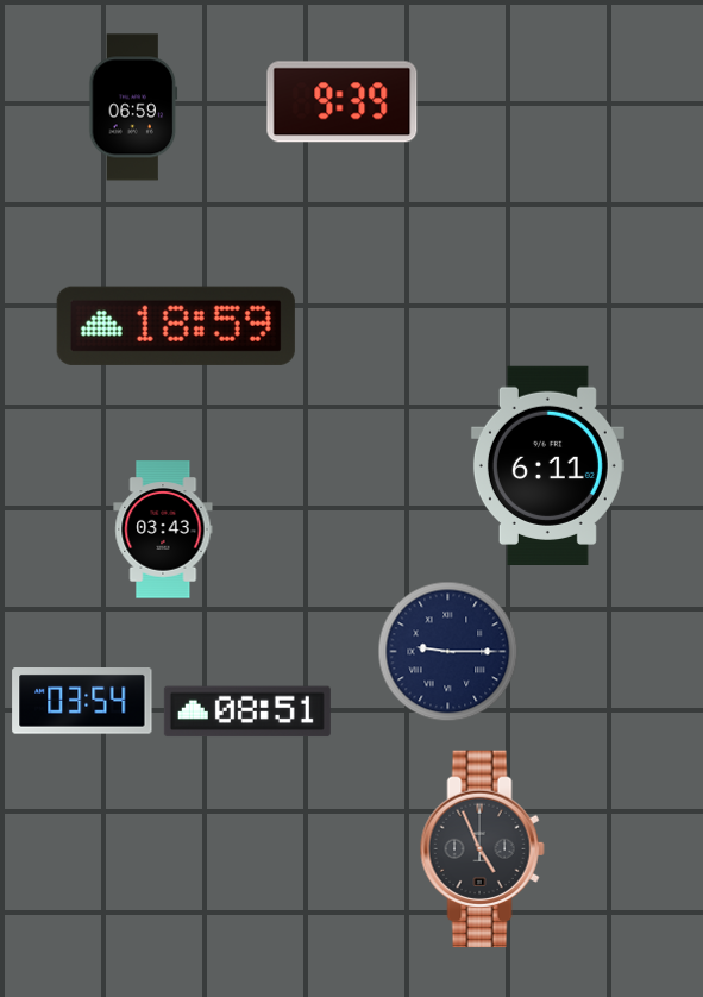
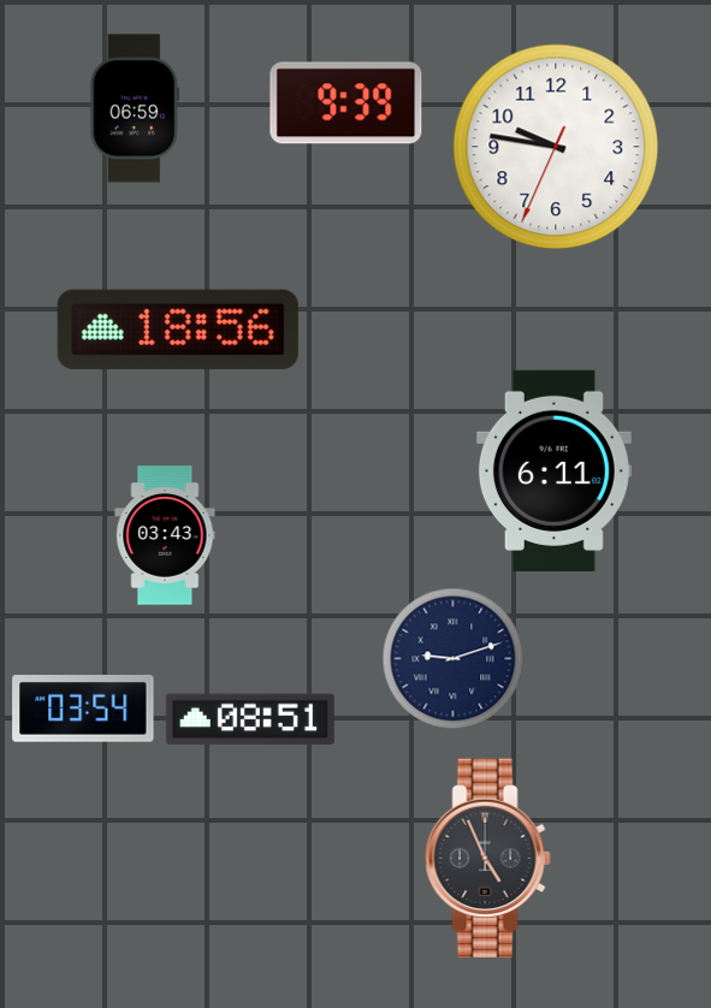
clock at (556, 147): none -> 9:46
clock at (176, 326): 18:59 -> 18:56
clock at (448, 652): 9:15 -> 9:12
